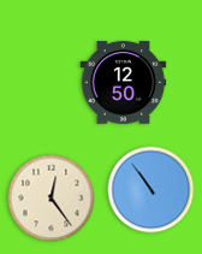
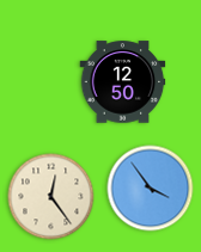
clock at (151, 190): 10:54 -> 3:54
